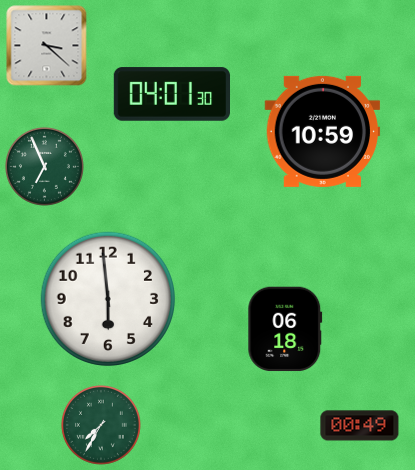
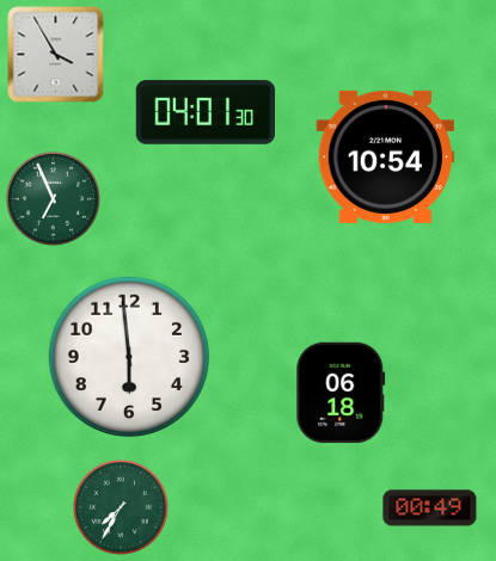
clock at (47, 46): 3:22 -> 3:55
clock at (323, 131): 10:59 -> 10:54
